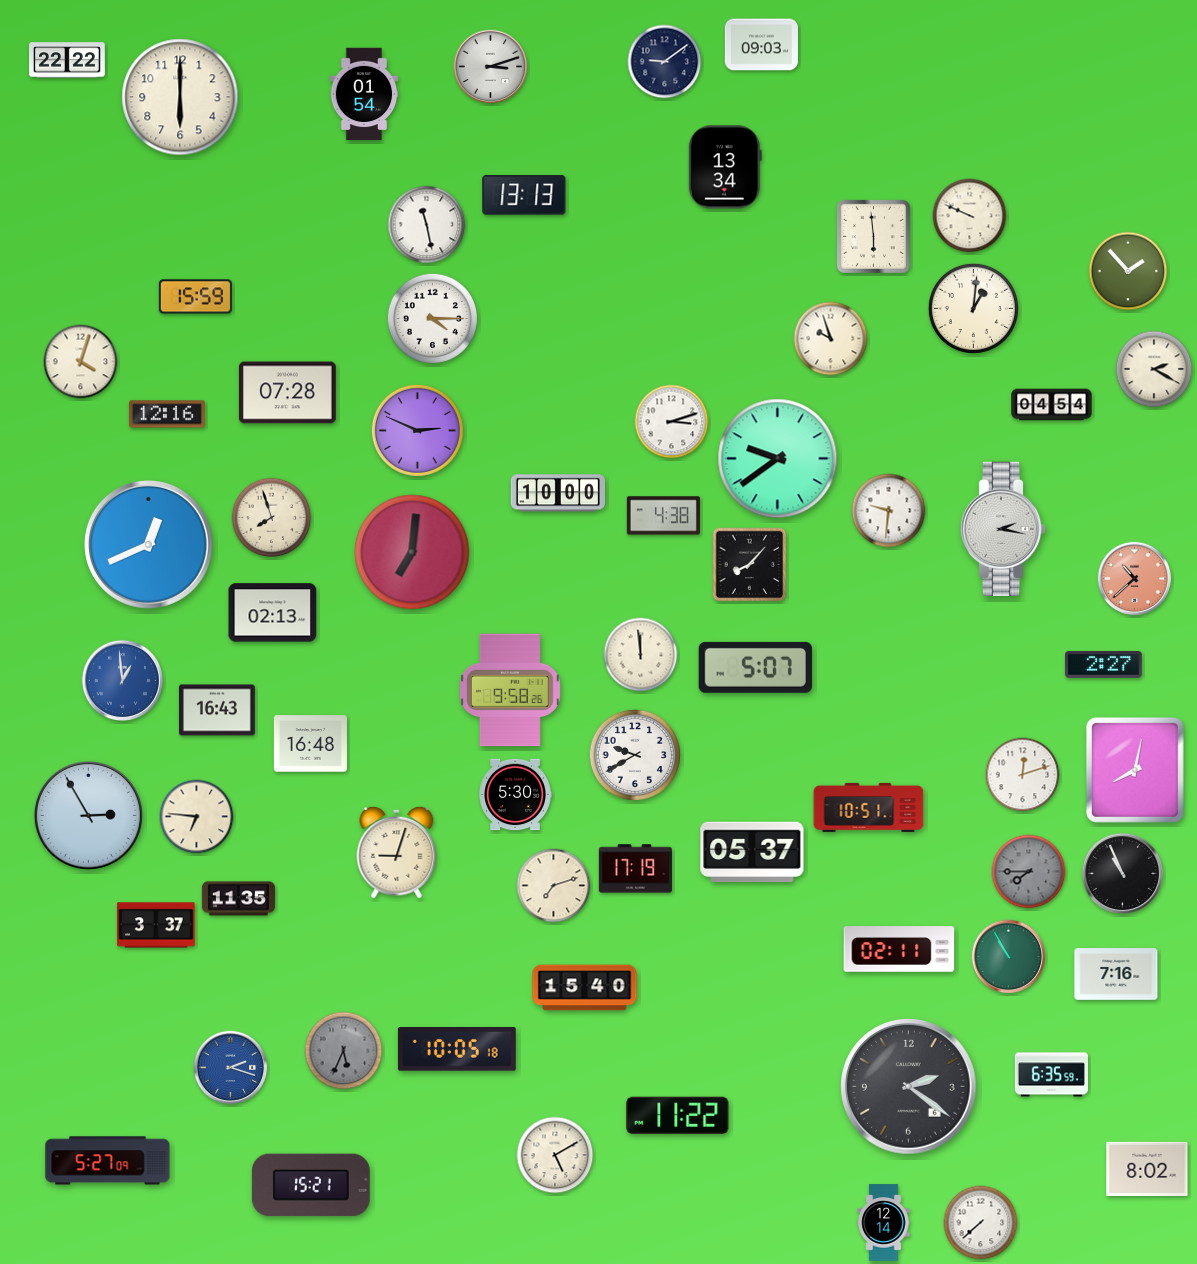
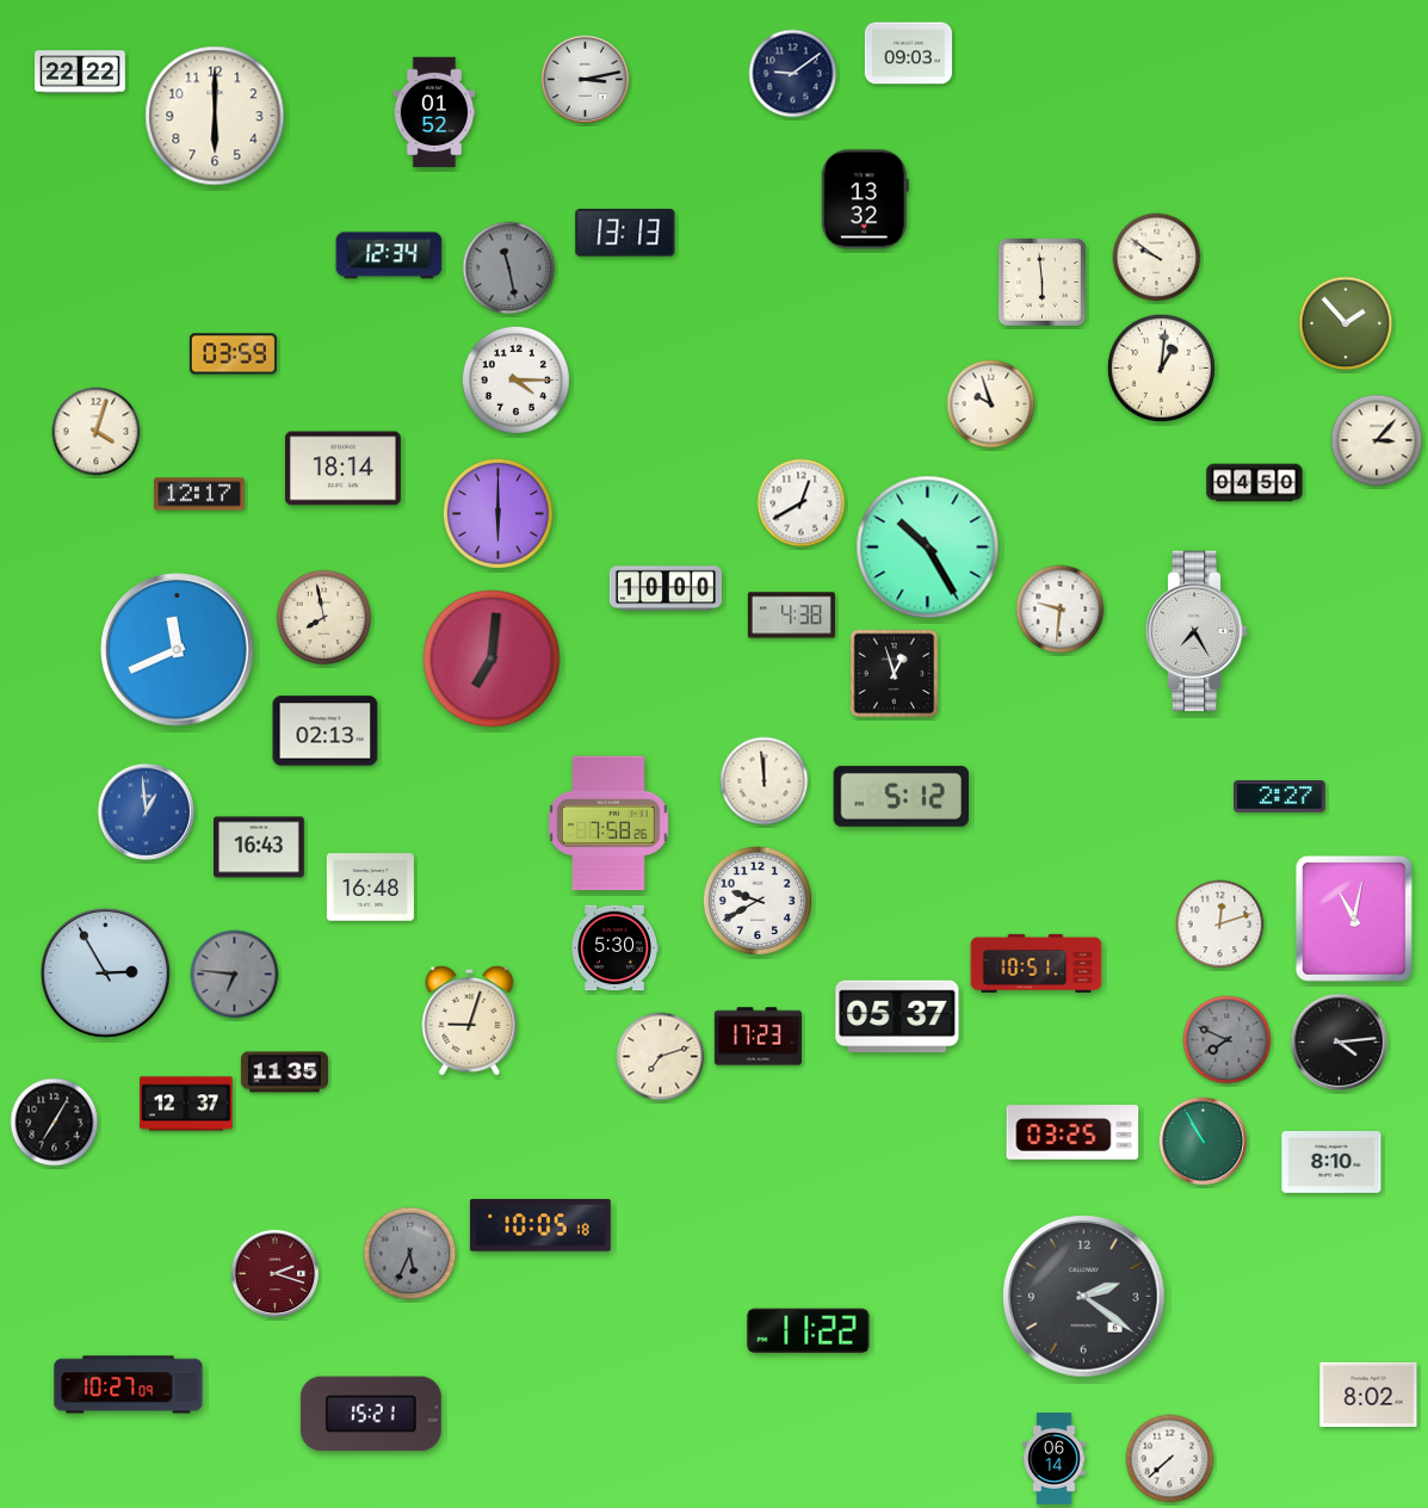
clock at (491, 67): 3:12 -> 3:13
clock at (364, 94): 01:54 -> 01:52
clock at (725, 167): 13:34 -> 13:32
clock at (389, 255): none -> 12:34
clock at (970, 216): 9:49 -> 9:51
clock at (427, 225) dial: white -> grey
clock at (195, 297): 15:59 -> 03:59
clock at (1154, 369): 2:20 -> 3:07
clock at (287, 393): 07:28 -> 18:14
clock at (1052, 405): 04:54 -> 04:50
clock at (168, 414): 12:16 -> 12:17
clock at (672, 422): 3:12 -> 12:40
clock at (417, 430): 2:49 -> 6:00
clock at (778, 459): 9:39 -> 10:25
clock at (272, 518): 7:57 -> 7:58
clock at (1003, 528): 2:17 -> 7:25
clock at (149, 545): 12:41 -> 11:41
clock at (750, 565): 8:07 -> 12:57
clock at (1135, 579): 10:38 -> none
clock at (1104, 665) position: (1104, 665) -> (1280, 797)
clock at (755, 667): 5:07 -> 5:12
clock at (511, 690): 9:58 -> 7:58
clock at (1135, 770): 8:02 -> 11:02
clock at (197, 817) dial: cream -> grey
clock at (397, 852) position: (397, 852) -> (470, 1020)
clock at (635, 869): 17:19 -> 17:23
clock at (1029, 872): 7:45 -> 7:49
clock at (1122, 873): 10:56 -> 4:14
clock at (156, 925): 3:37 -> 12:37
clock at (55, 1123): none -> 7:05
clock at (899, 949): 02:11 -> 03:25
clock at (1116, 975): 7:16 -> 8:10
clock at (585, 988): 15:40 -> none
clock at (457, 1049) position: (457, 1049) -> (540, 1225)
clock at (231, 1068) dial: blue -> burgundy
clock at (1051, 1075): 6:35 -> none
clock at (555, 1155): 5:10 -> none
clock at (108, 1161): 5:27 -> 10:27
clock at (884, 1223): 12:14 -> 06:14
